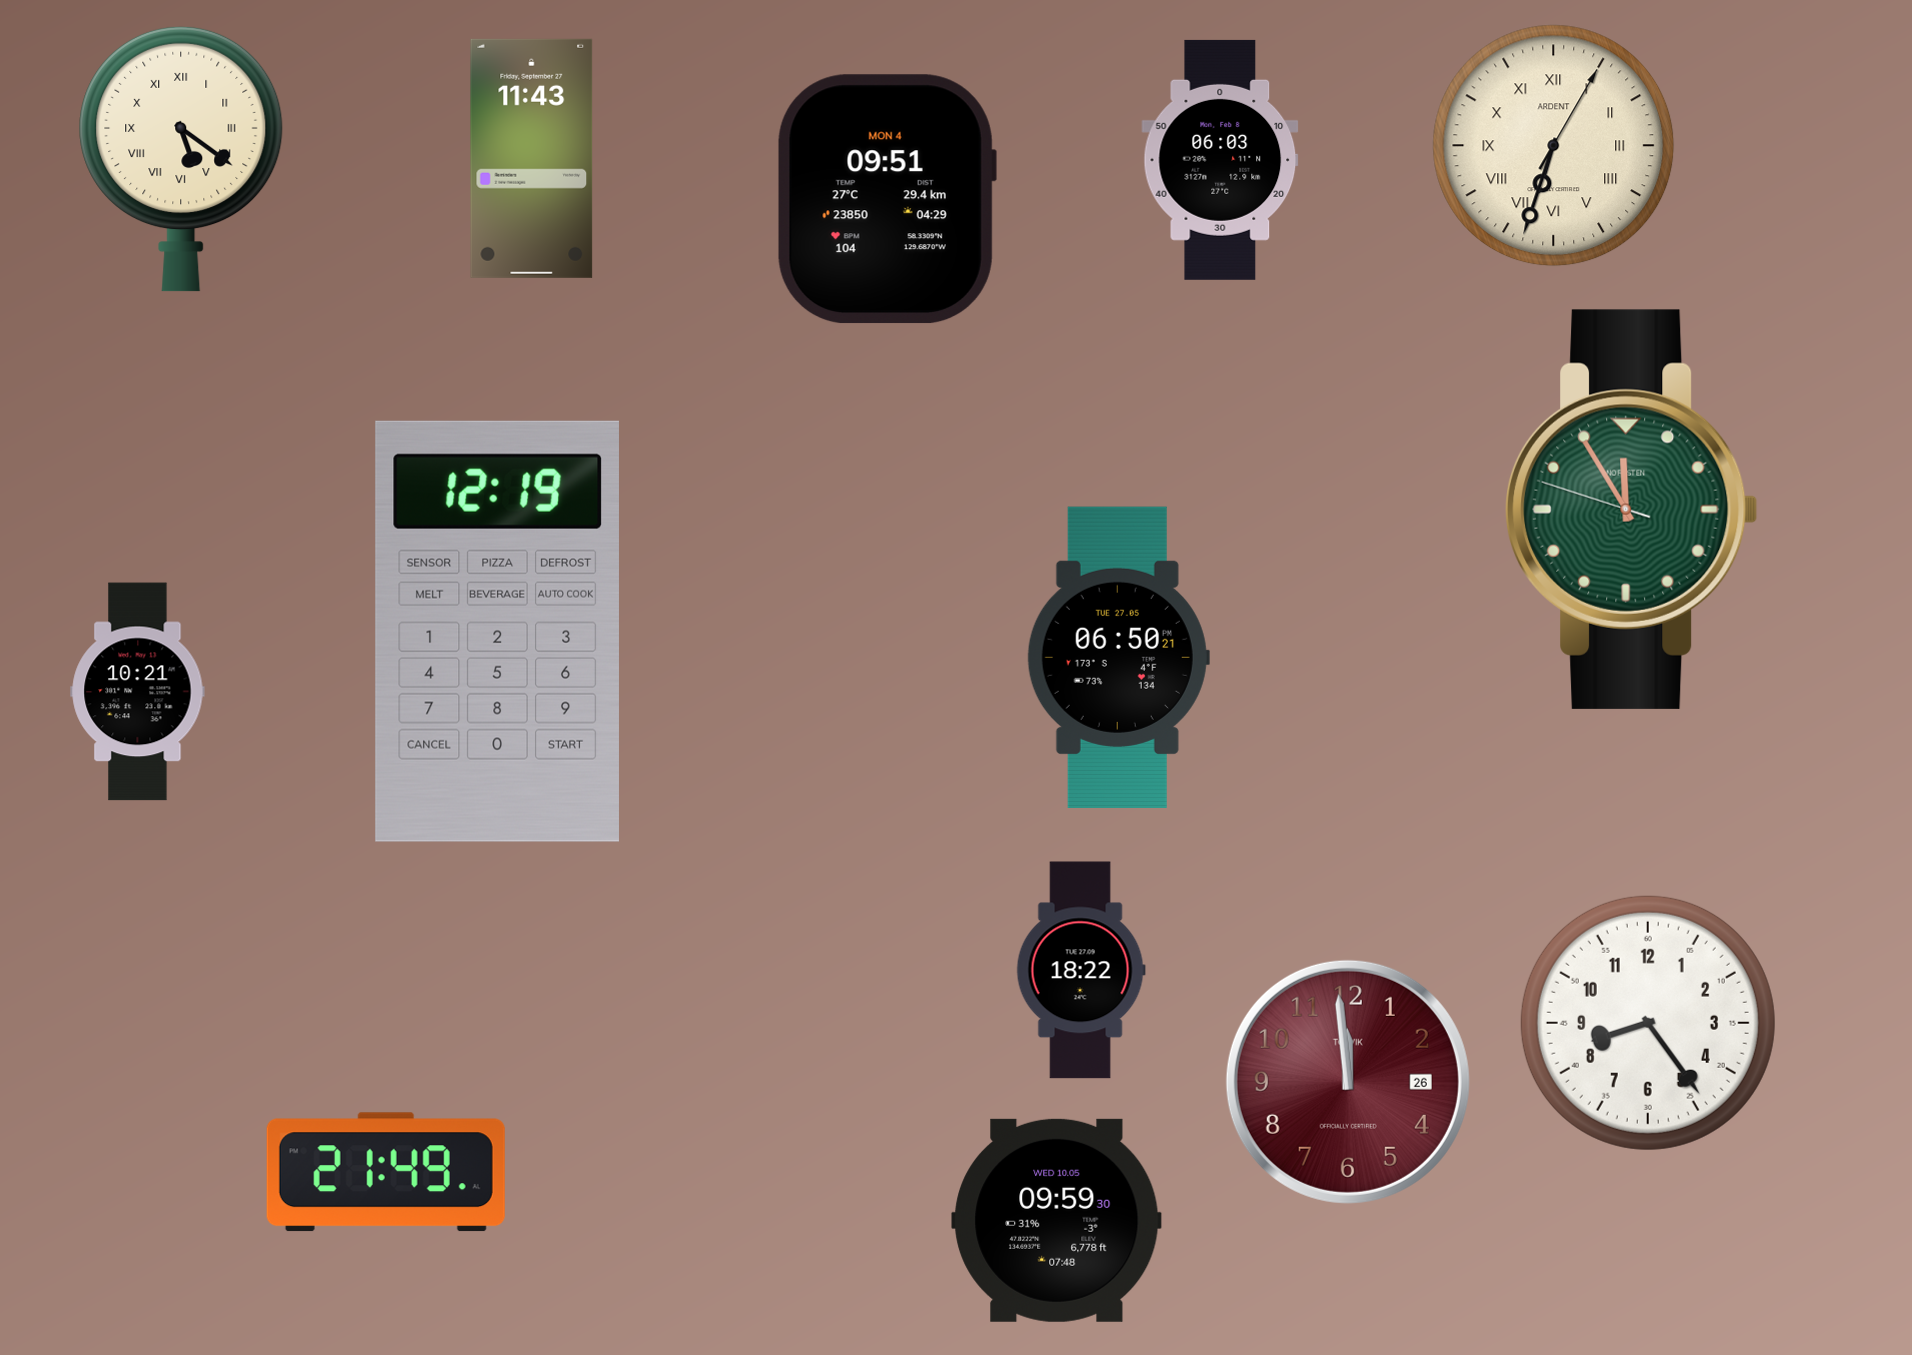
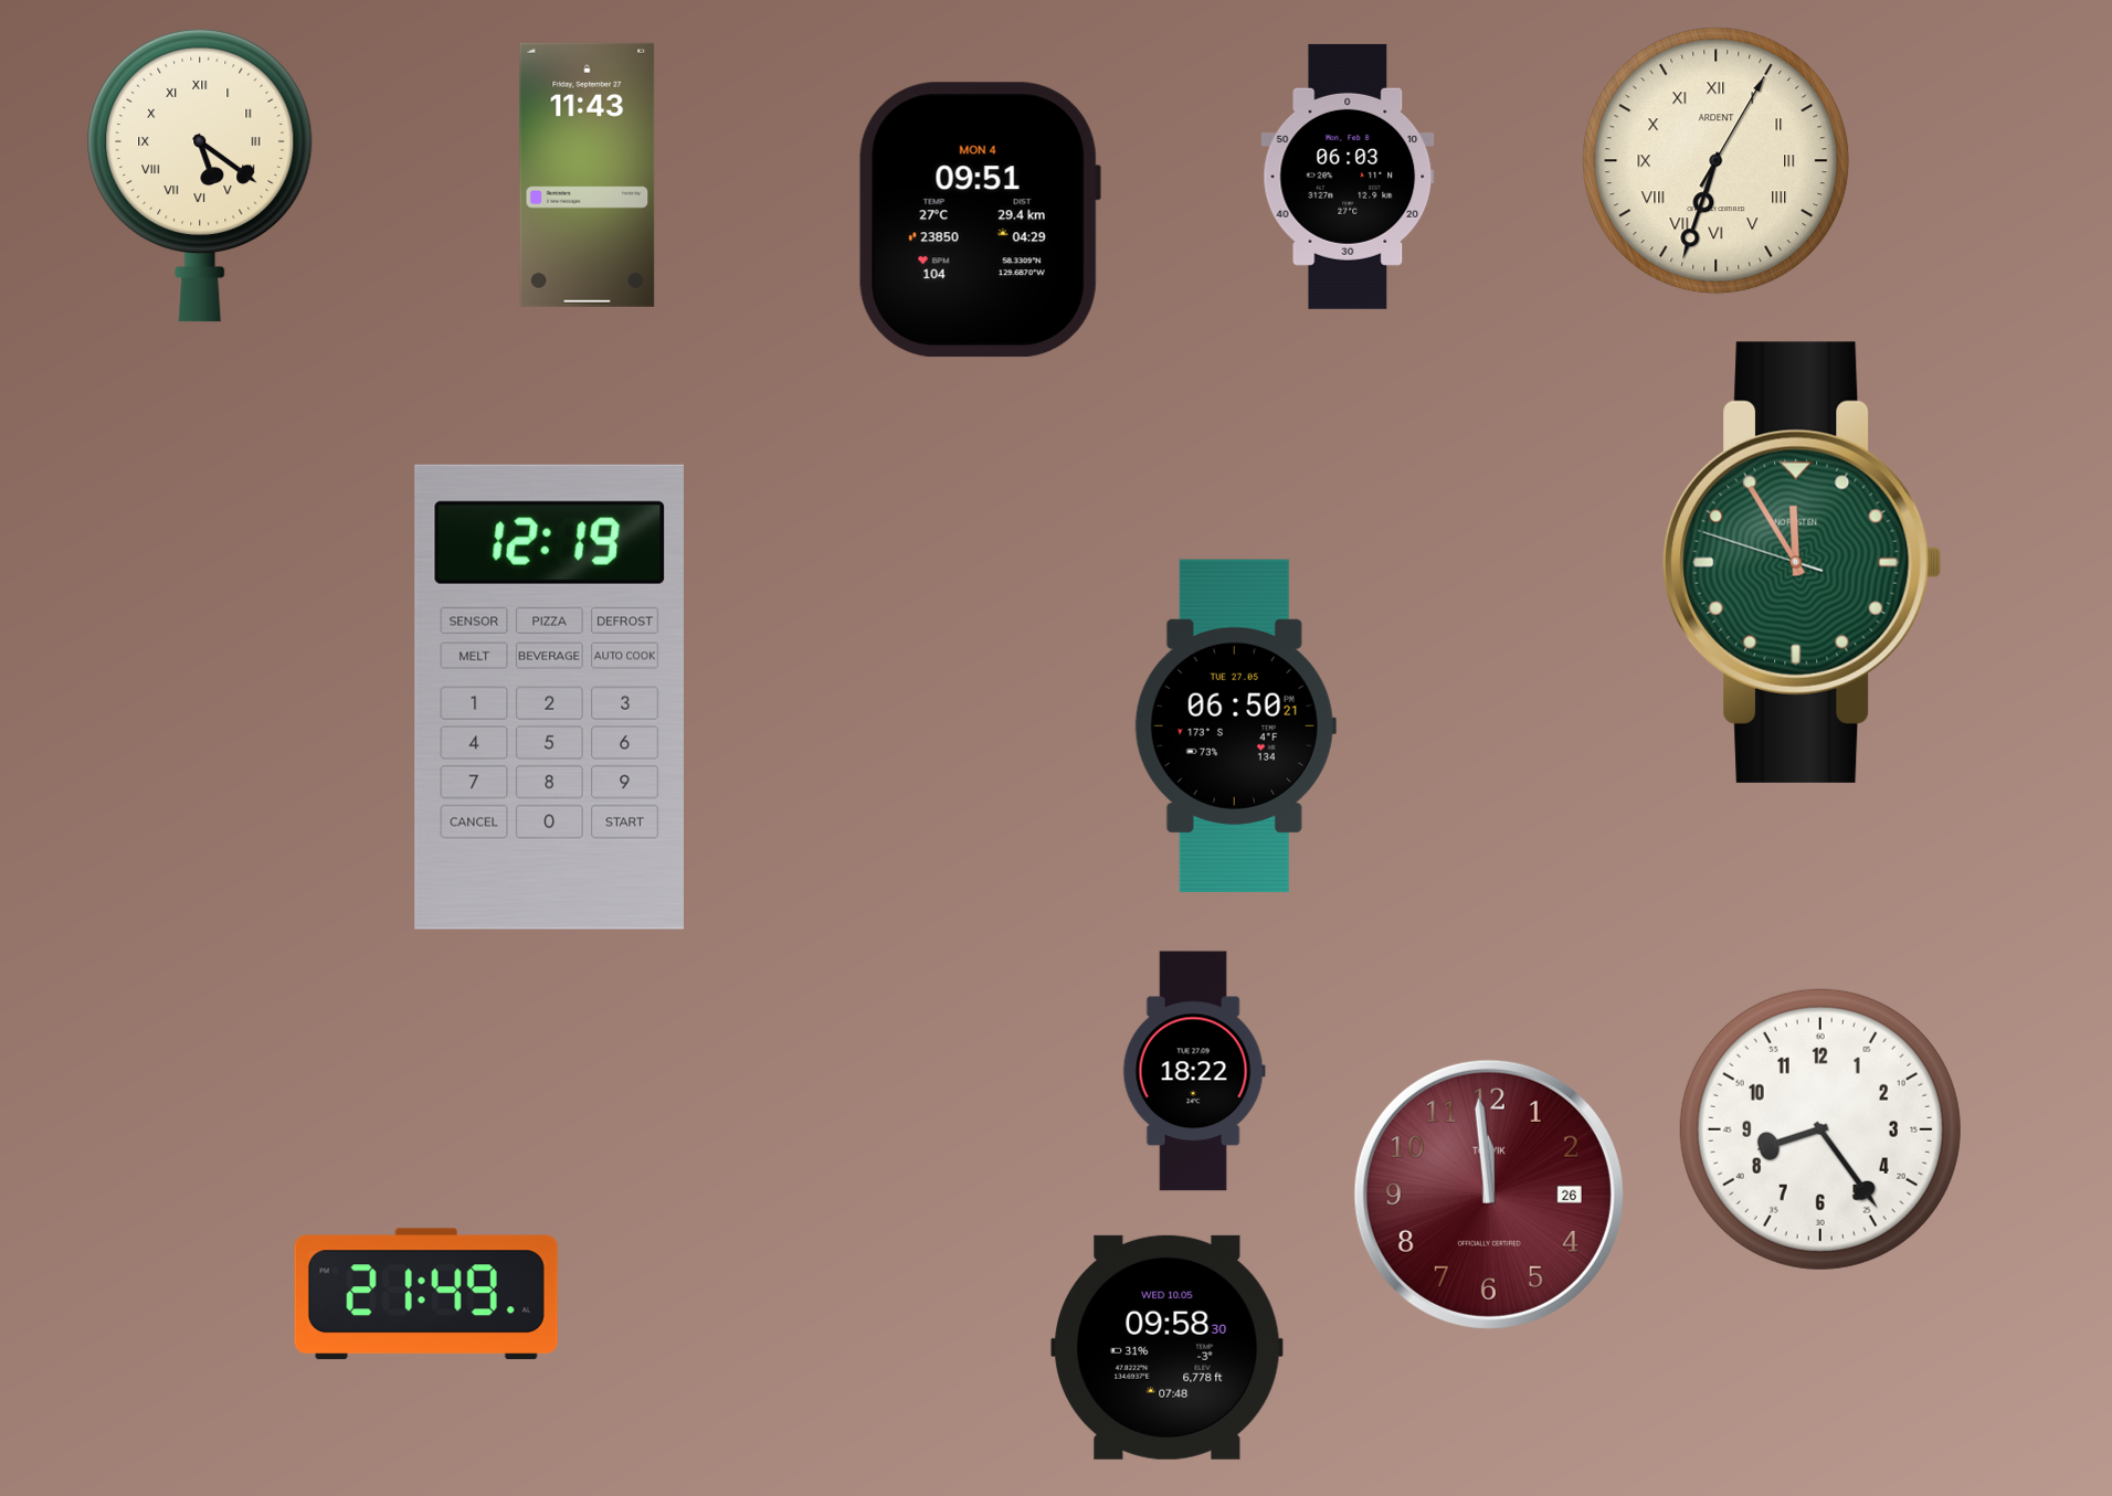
clock at (138, 692): 10:21 -> none
clock at (1057, 1220): 09:59 -> 09:58
